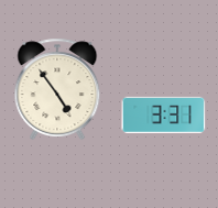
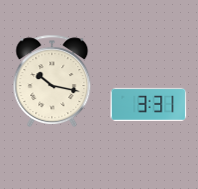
clock at (57, 89): 4:54 -> 10:17
